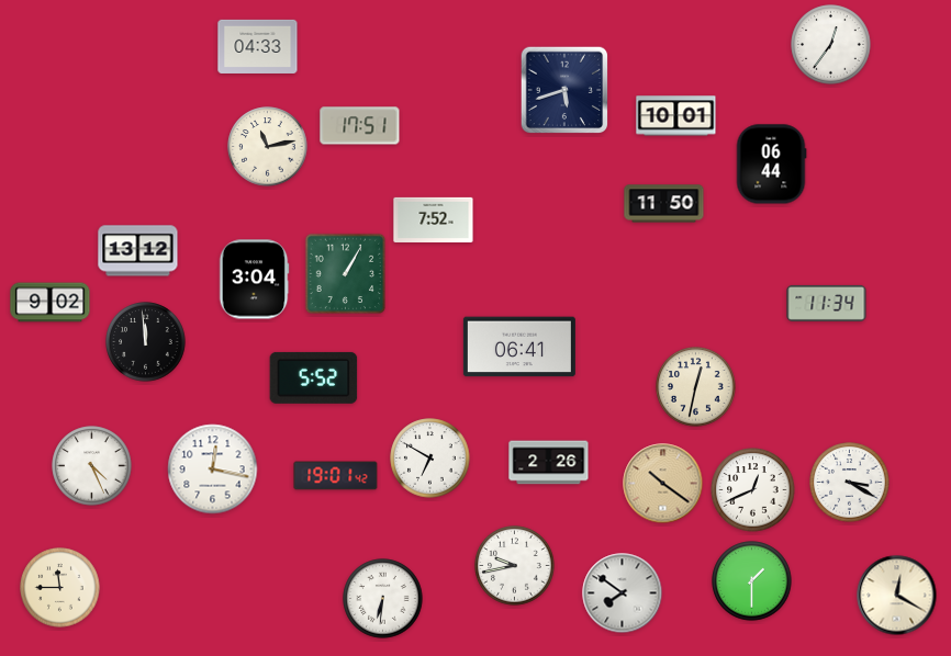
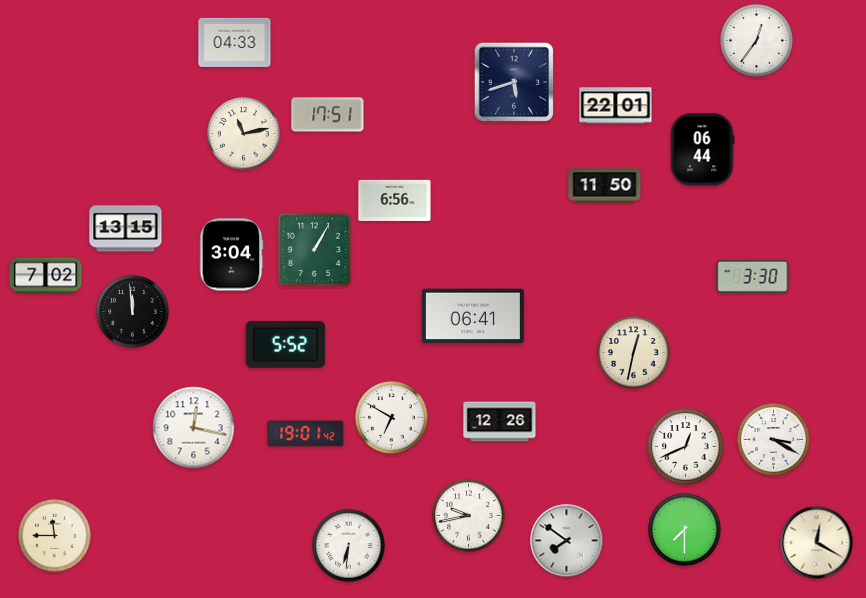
clock at (676, 116): 10:01 -> 22:01
clock at (434, 219): 7:52 -> 6:56
clock at (138, 251): 13:12 -> 13:15
clock at (51, 303): 9:02 -> 7:02
clock at (827, 303): 11:34 -> 3:30
clock at (549, 463): 2:26 -> 12:26
clock at (92, 466): 4:26 -> none
clock at (663, 484): 10:21 -> none
clock at (752, 581): 1:30 -> 7:30
